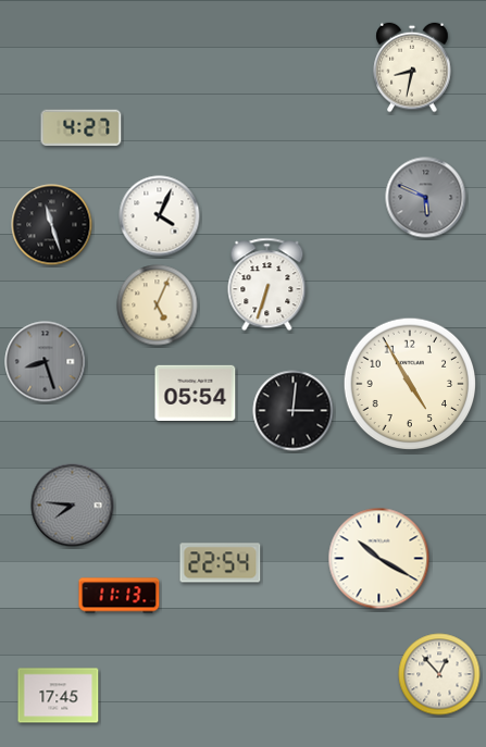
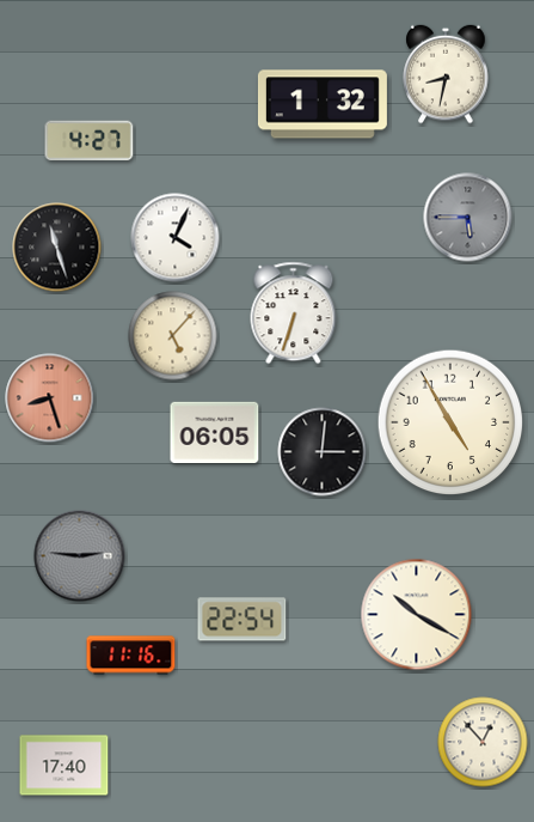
clock at (412, 67) position: (412, 67) -> (446, 74)
clock at (323, 104): none -> 1:32
clock at (426, 198): 5:49 -> 5:45
clock at (158, 306): 5:04 -> 5:07
clock at (46, 362) dial: grey -> salmon
clock at (196, 393): 05:54 -> 06:05
clock at (73, 506): 7:46 -> 2:46
clock at (120, 596): 11:13 -> 11:16
clock at (59, 696): 17:45 -> 17:40
